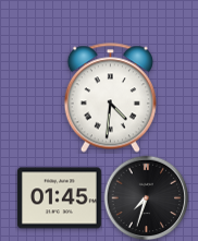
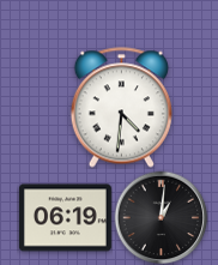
clock at (146, 197): 7:33 -> 1:01
clock at (59, 198): 01:45 -> 06:19
